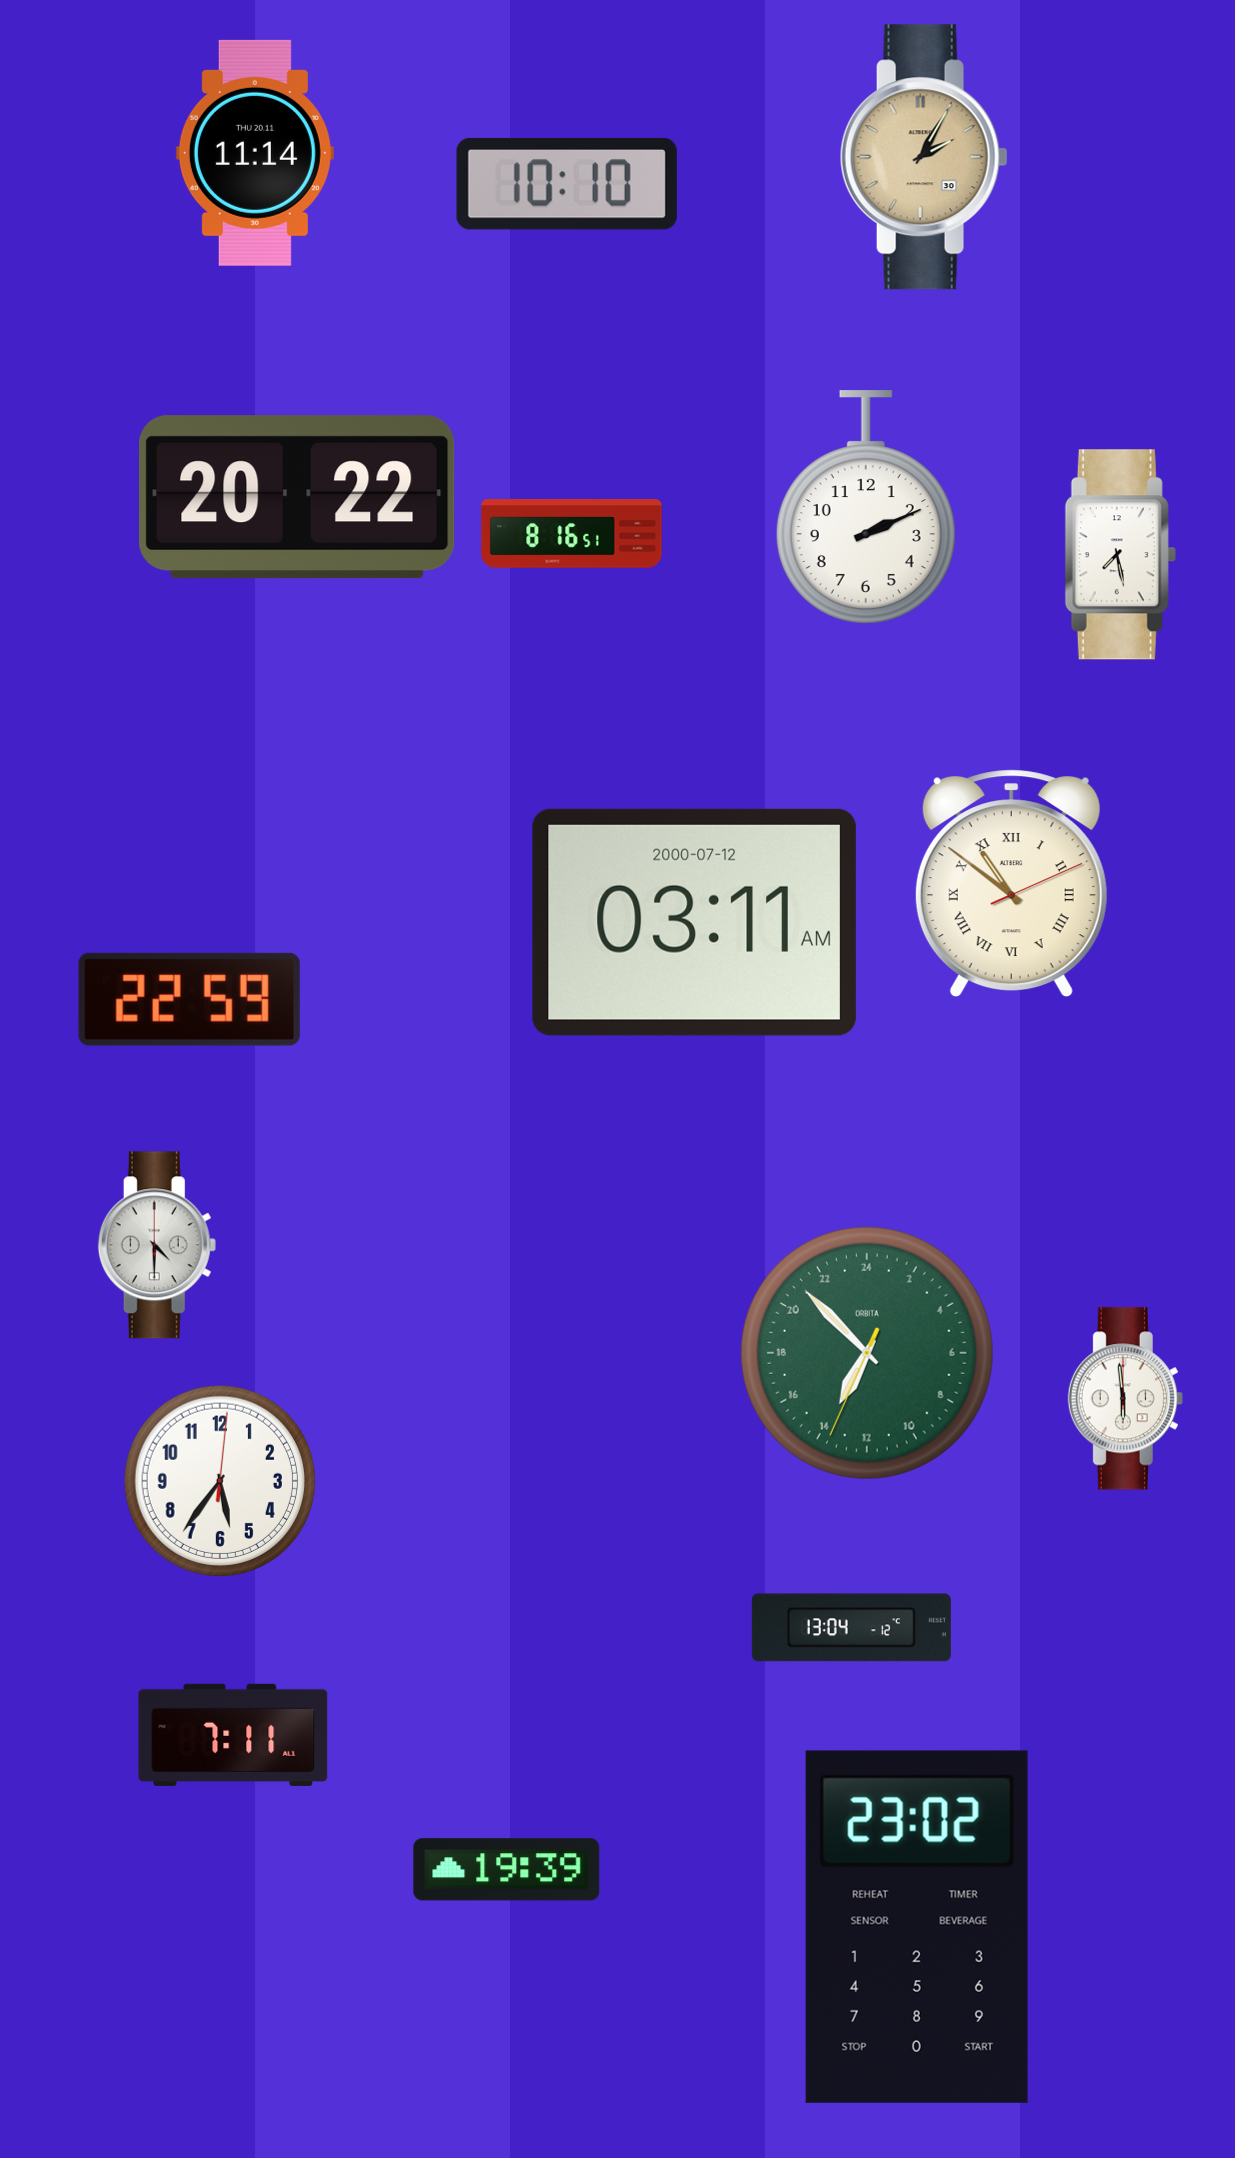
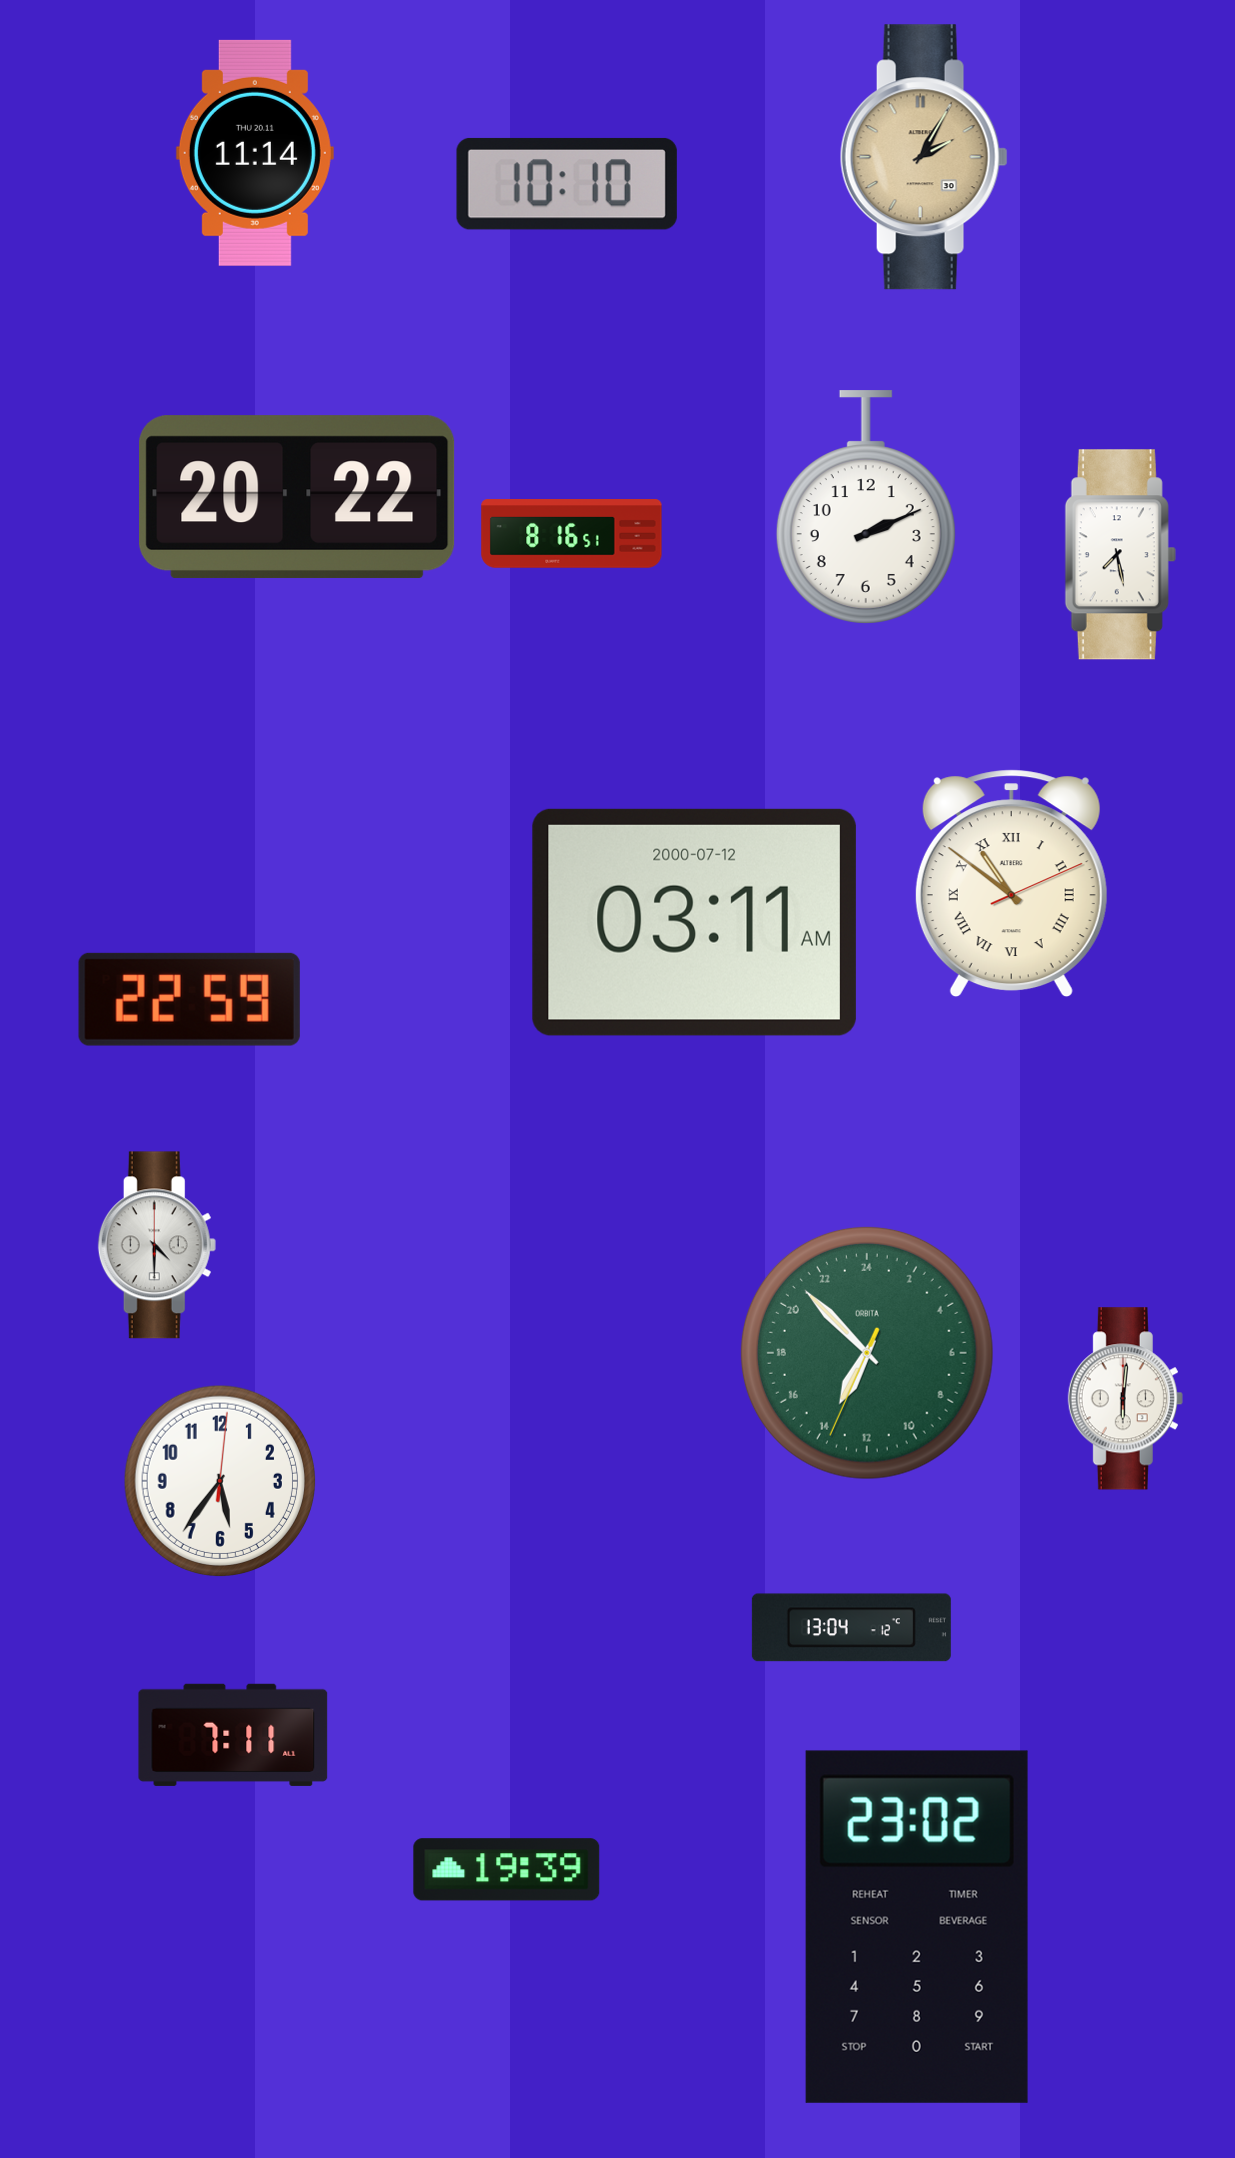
clock at (1125, 1399): 5:59 -> 6:01
